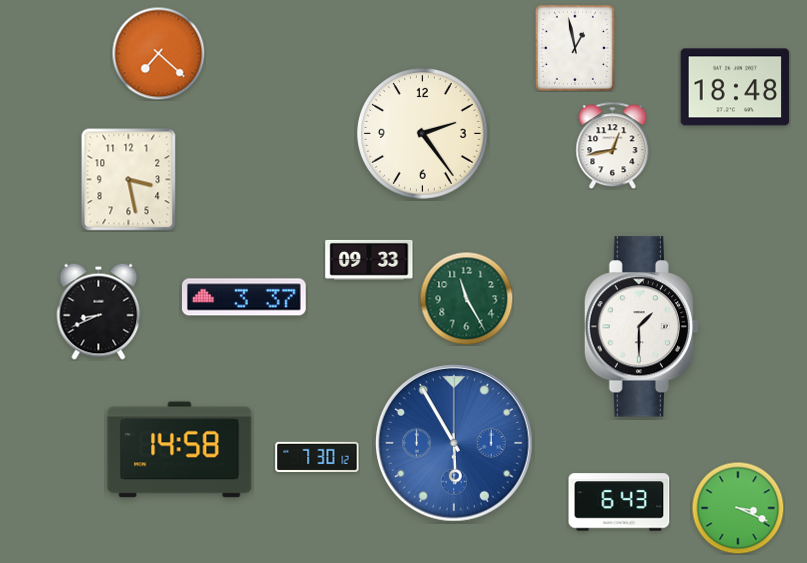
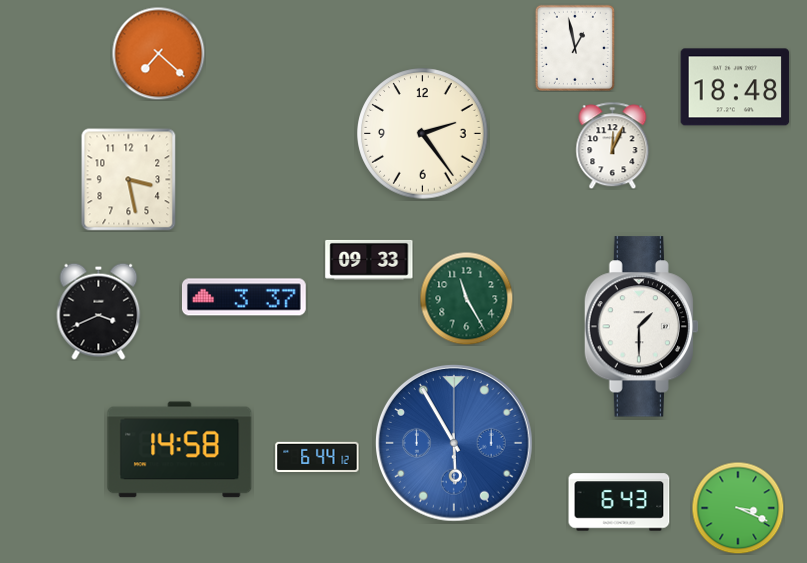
clock at (613, 145): 12:43 -> 12:04
clock at (99, 311): 8:41 -> 3:41
clock at (317, 456): 7:30 -> 6:44
